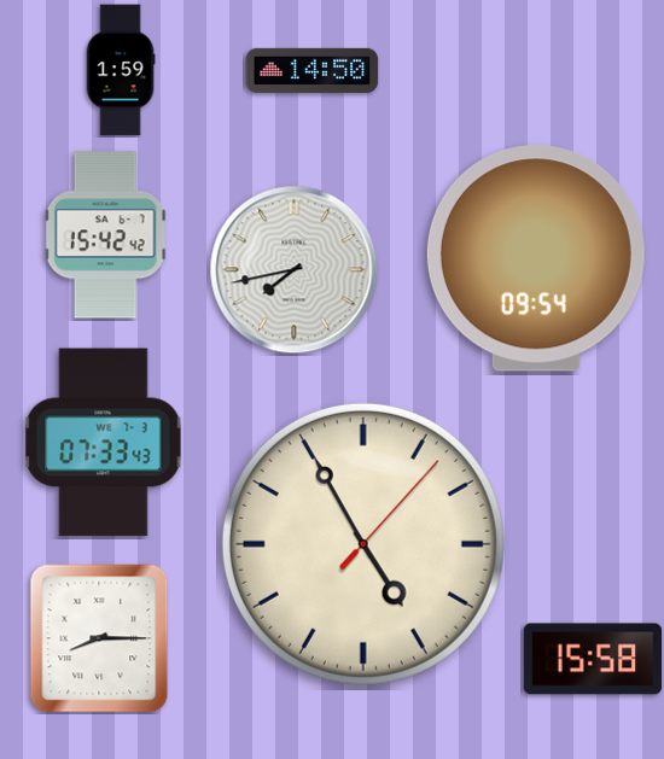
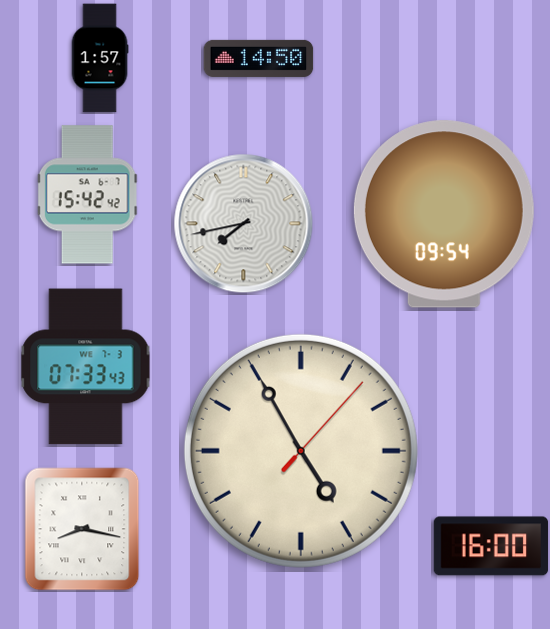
clock at (121, 70): 1:59 -> 1:57
clock at (99, 638): 8:15 -> 8:17
clock at (593, 659): 15:58 -> 16:00
